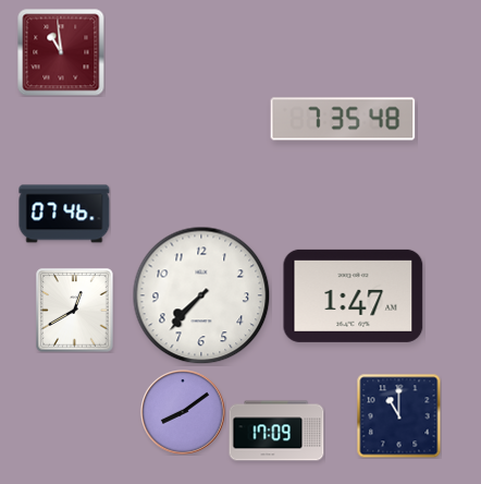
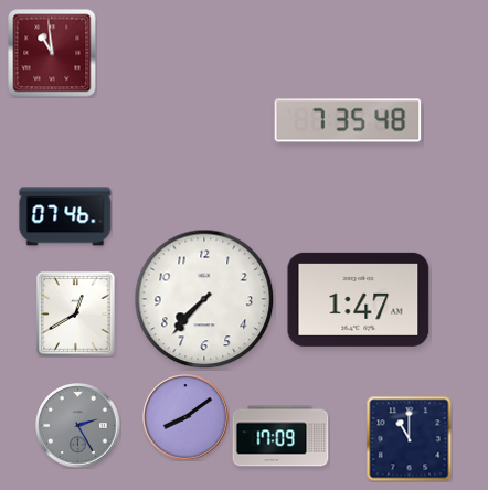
clock at (61, 52) position: (61, 52) -> (52, 53)
clock at (398, 415) position: (398, 415) -> (409, 438)
clock at (78, 426): none -> 2:25
